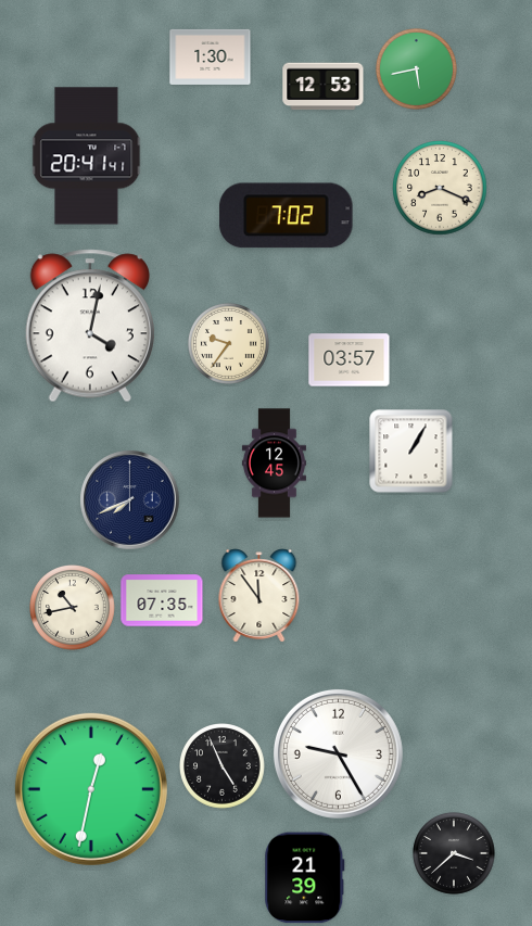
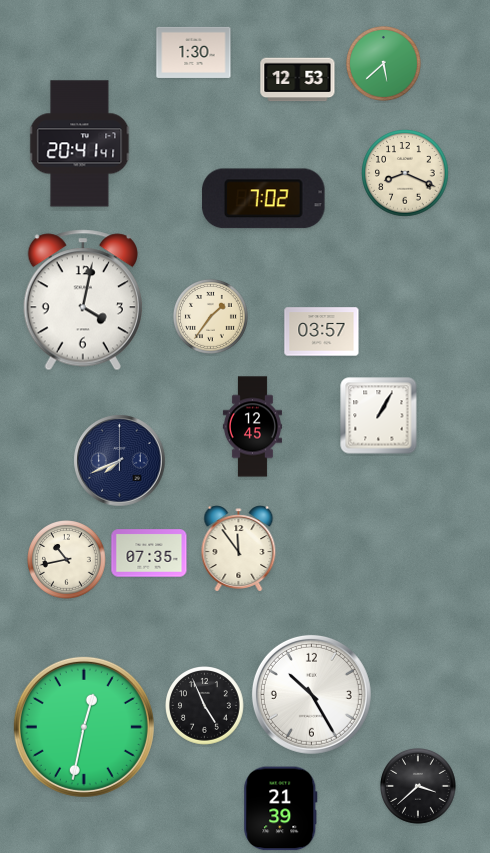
clock at (417, 69): 5:43 -> 5:38
clock at (229, 344): 9:36 -> 1:36
clock at (338, 753): 9:25 -> 10:25
